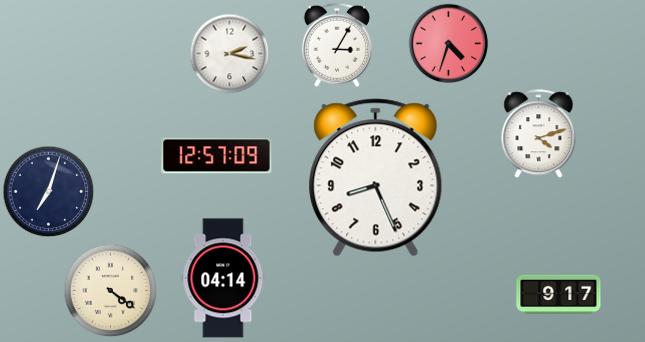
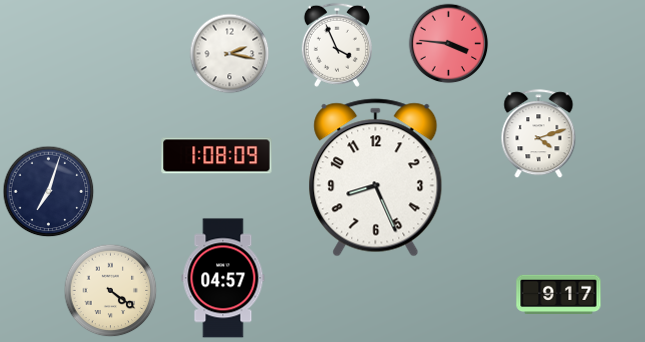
clock at (449, 44): 4:33 -> 3:46
clock at (337, 45): 3:05 -> 3:56
clock at (217, 156): 12:57 -> 1:08
clock at (223, 278): 04:14 -> 04:57
